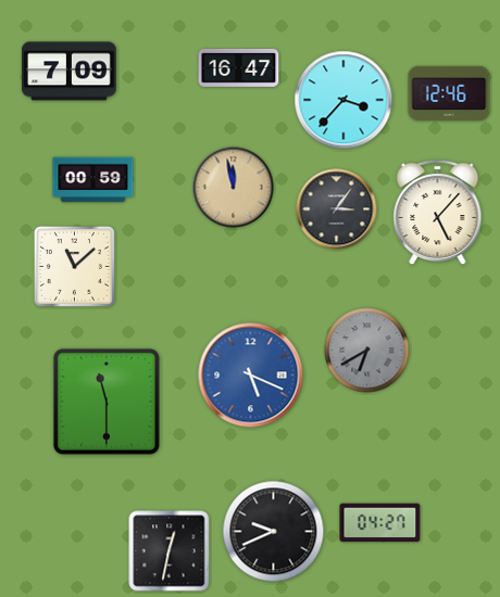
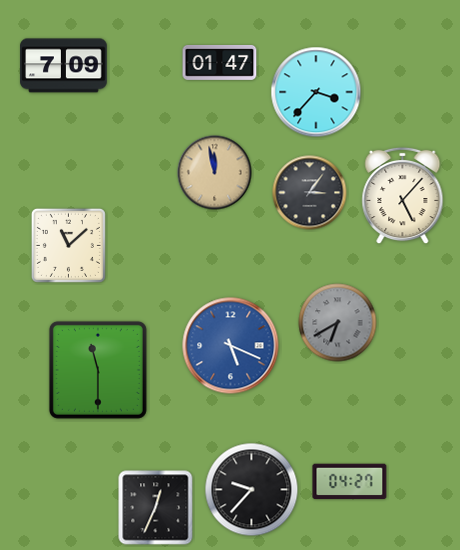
clock at (239, 67): 16:47 -> 01:47
clock at (449, 92): 12:46 -> none
clock at (93, 180): 00:59 -> none
clock at (274, 532): 9:41 -> 9:37
clock at (170, 551): 12:32 -> 12:34
